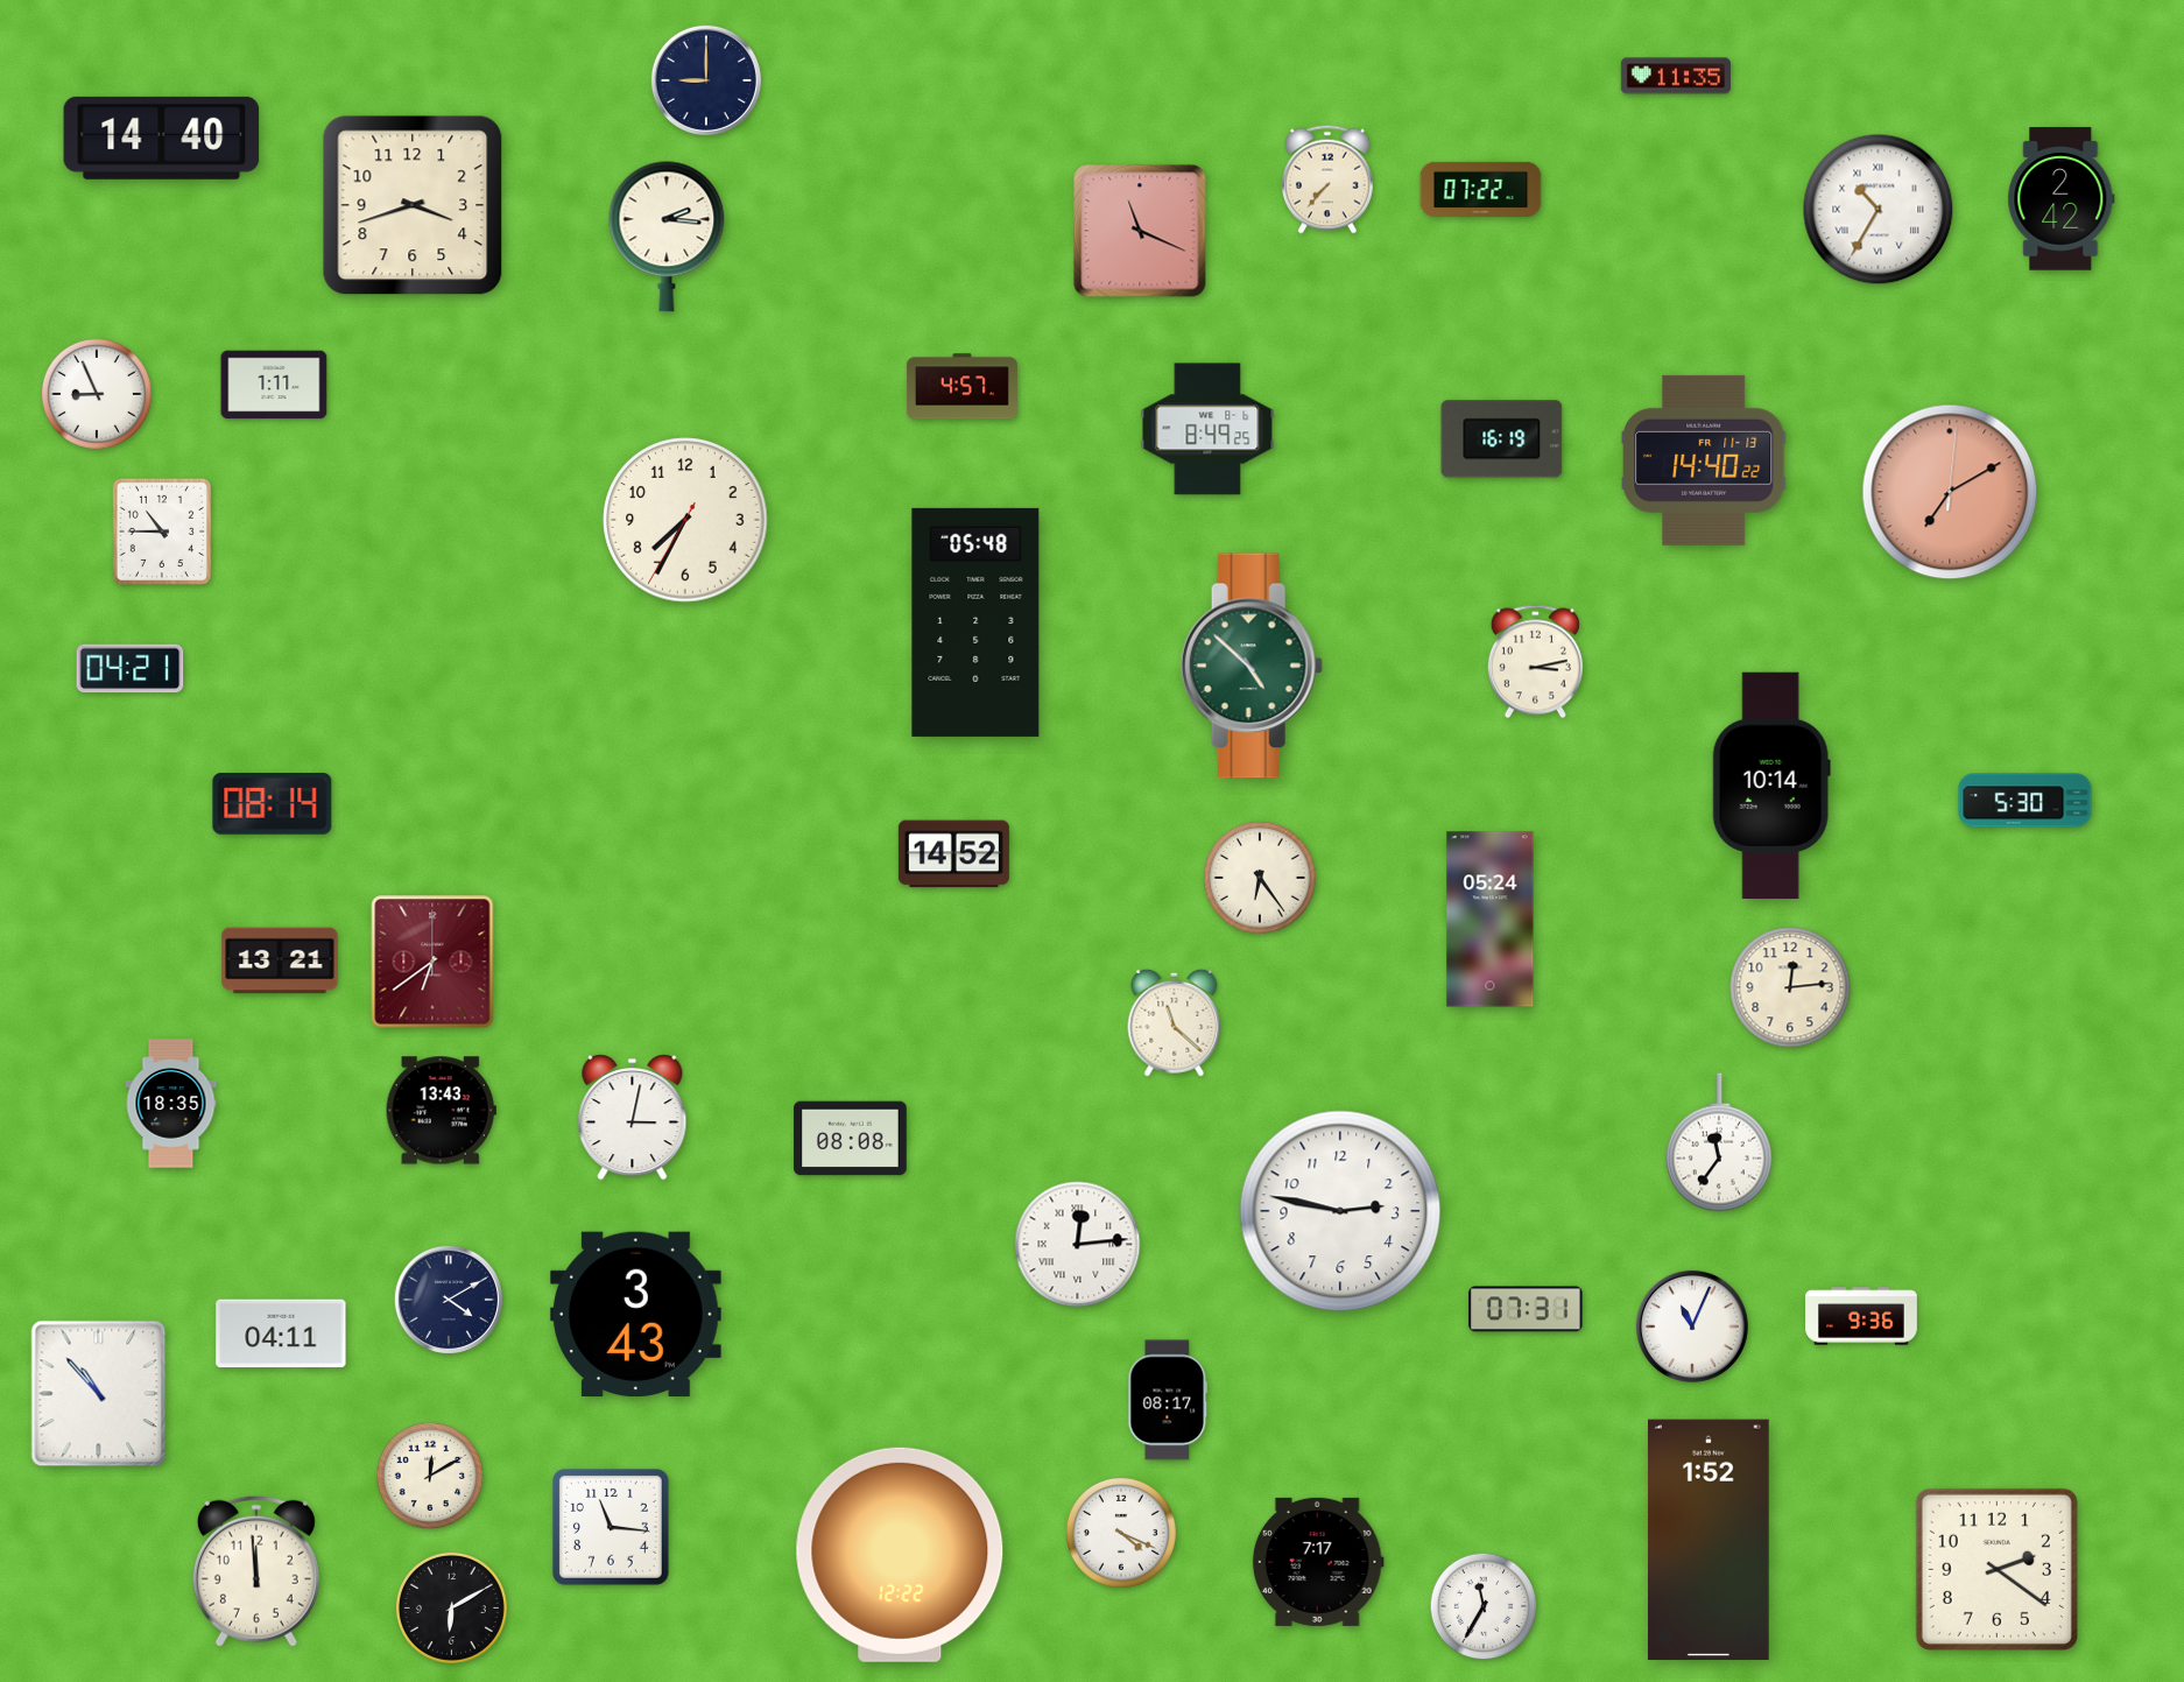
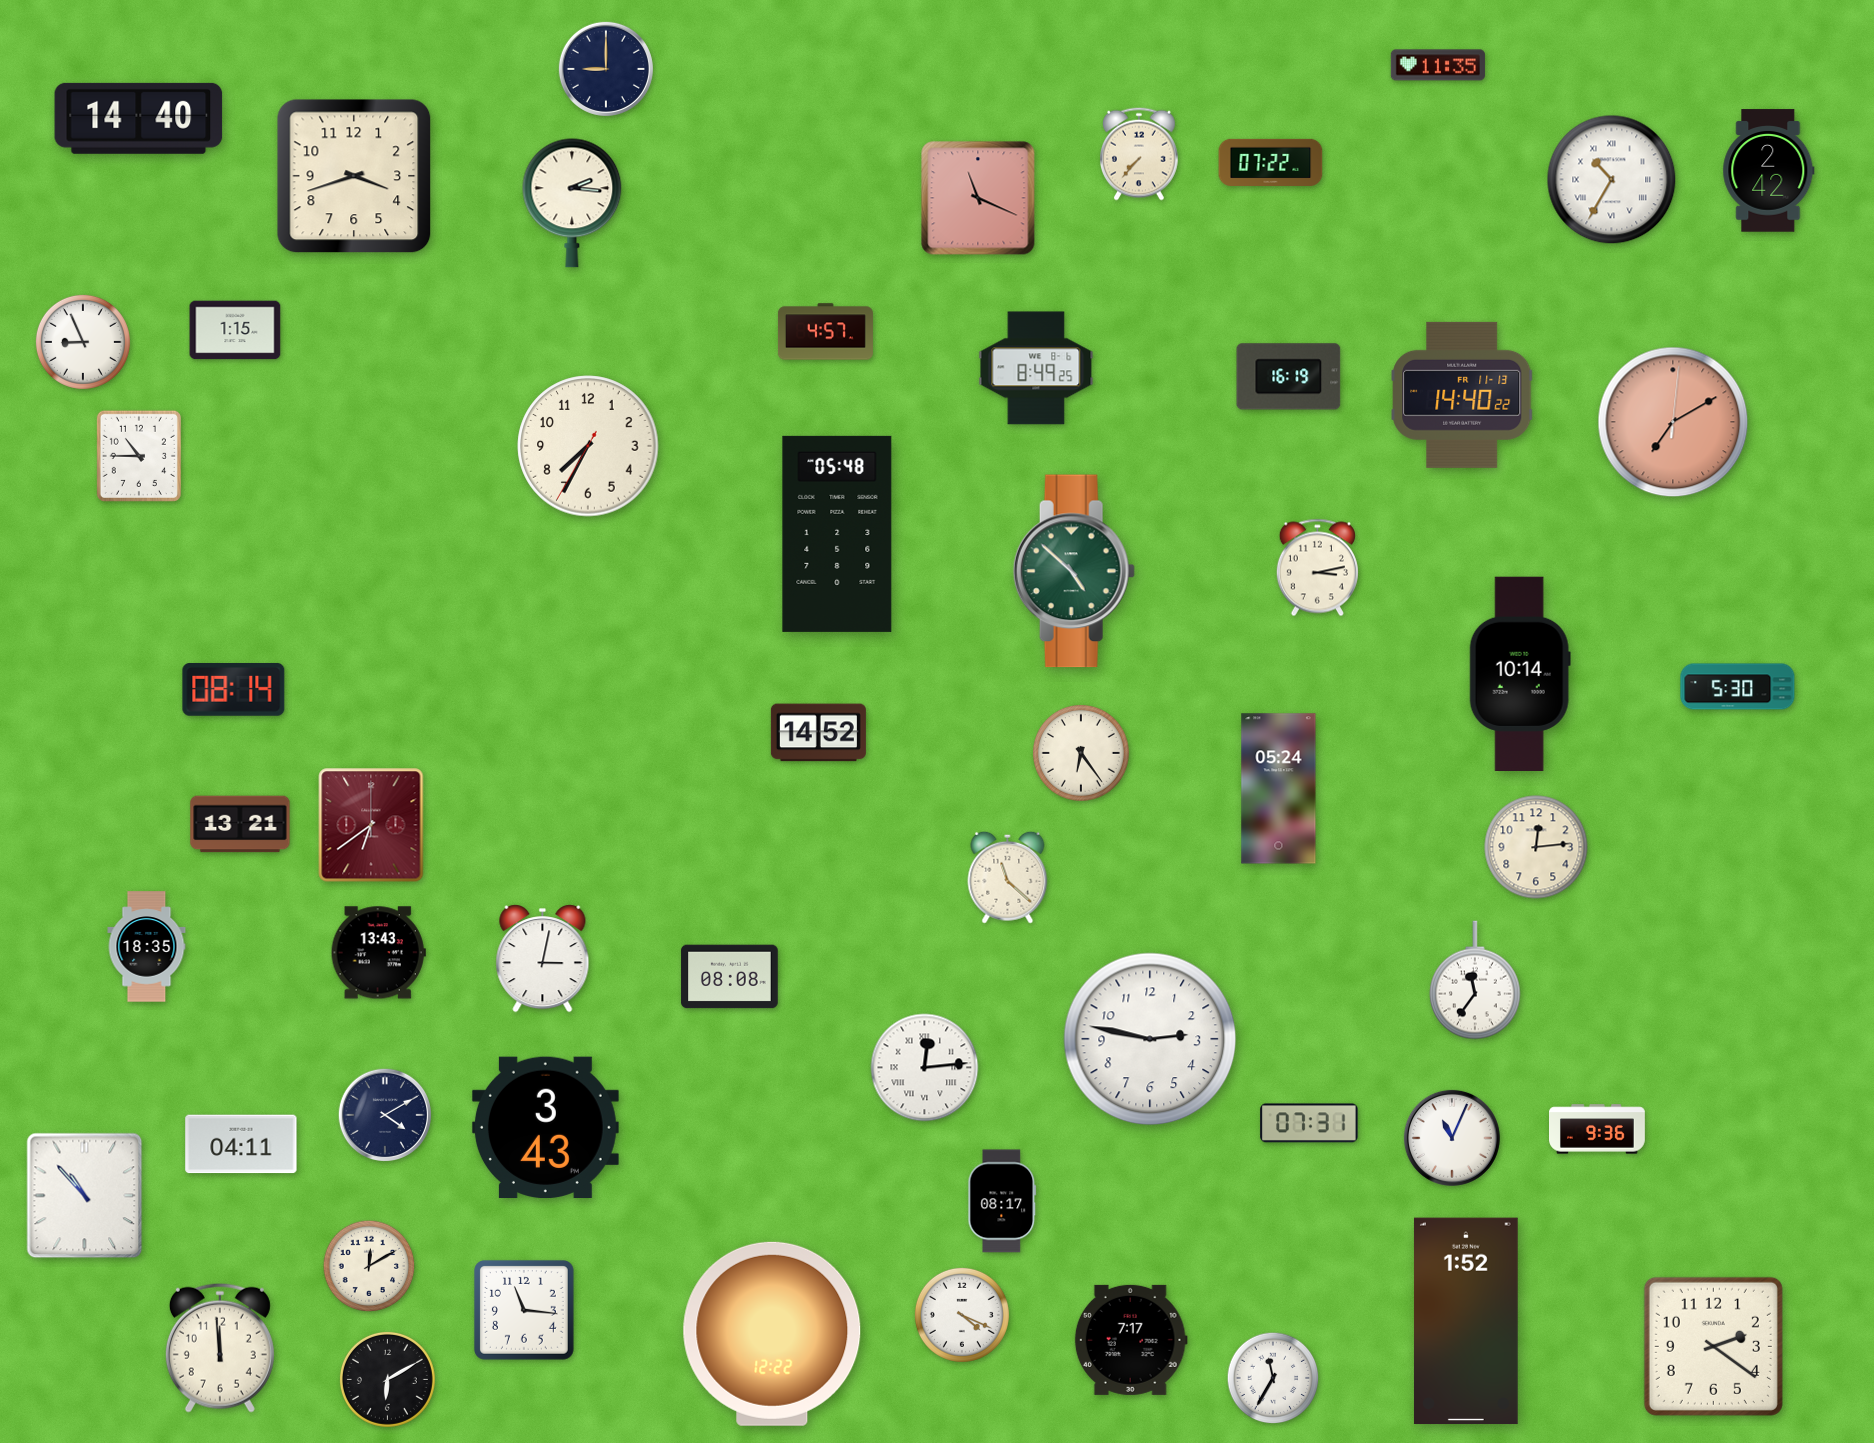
clock at (274, 385): 1:11 -> 1:15
clock at (97, 394) position: (97, 394) -> (83, 342)
clock at (131, 669): 04:21 -> none
